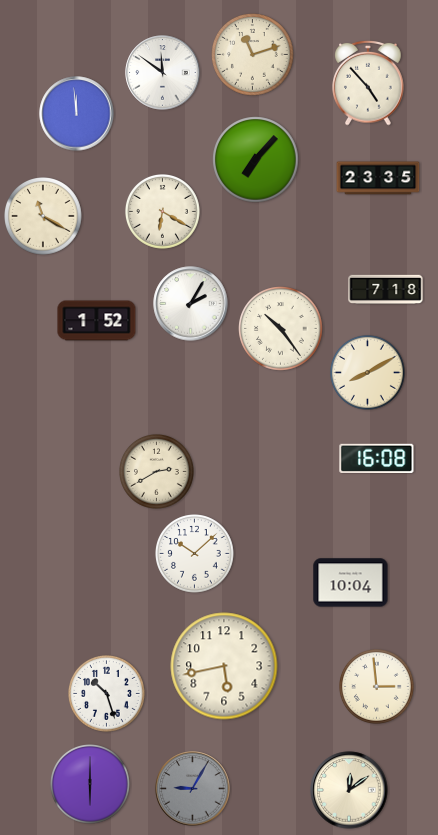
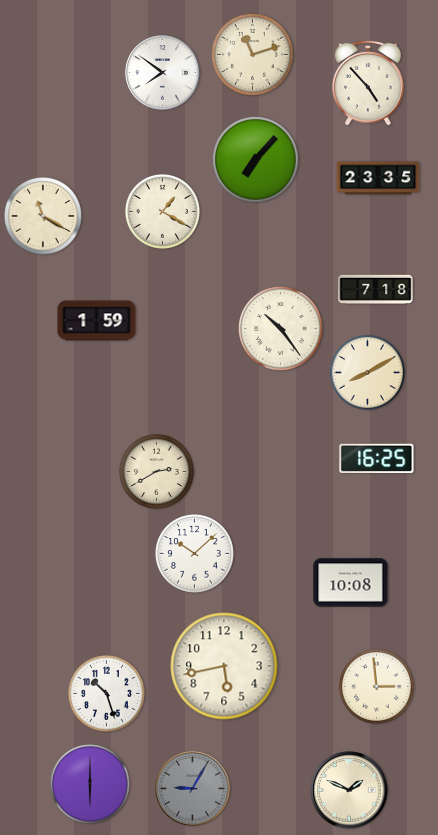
clock at (163, 73): 11:51 -> 7:51
clock at (77, 114): 11:59 -> none
clock at (163, 212): 6:20 -> 1:20
clock at (386, 290) position: (386, 290) -> (376, 290)
clock at (191, 304): 2:05 -> none
clock at (97, 321): 1:52 -> 1:59
clock at (377, 458): 16:08 -> 16:25
clock at (351, 583): 10:04 -> 10:08
clock at (349, 790): 12:09 -> 1:49
